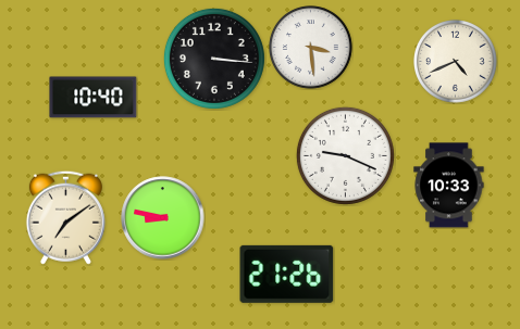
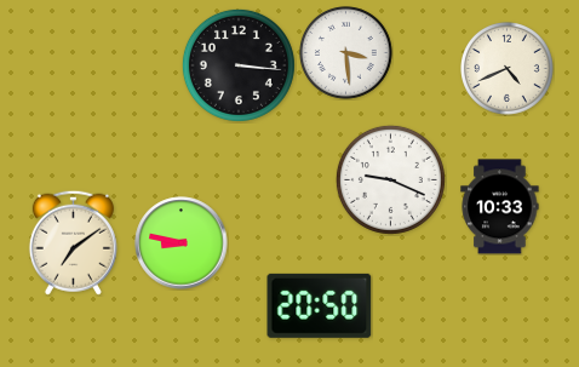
clock at (94, 98): 10:40 -> none
clock at (345, 155) position: (345, 155) -> (390, 179)
clock at (287, 274): 21:26 -> 20:50
